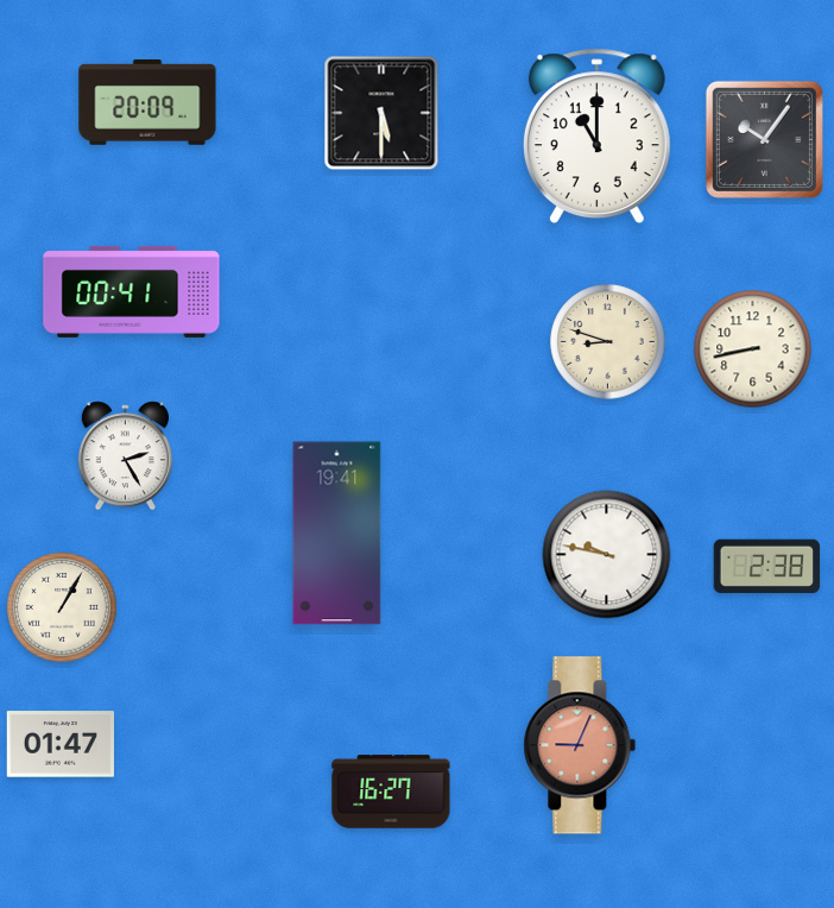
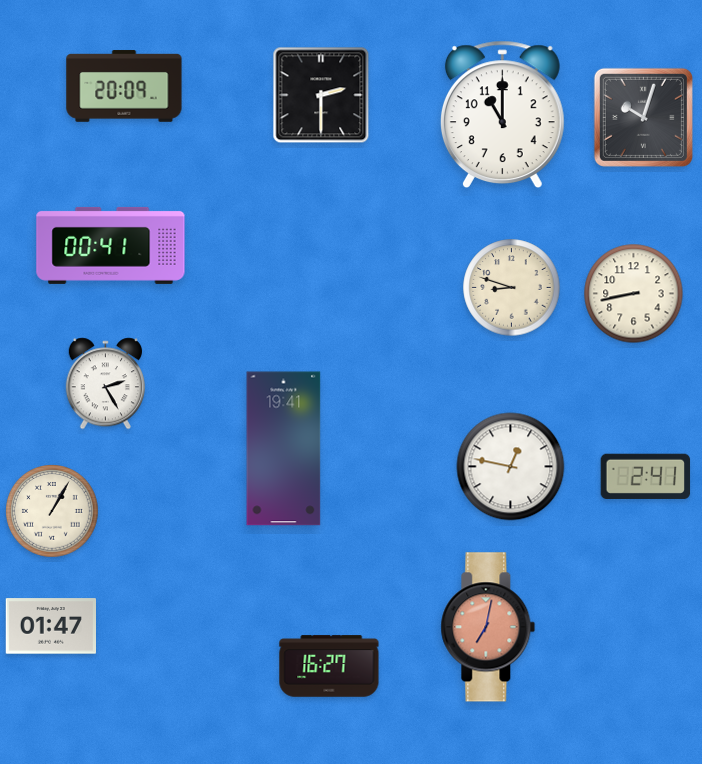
clock at (381, 113): 5:30 -> 2:30
clock at (764, 139): 10:06 -> 10:03
clock at (607, 555): 9:47 -> 12:47
clock at (767, 566): 2:38 -> 2:41
clock at (580, 745): 9:04 -> 7:02
